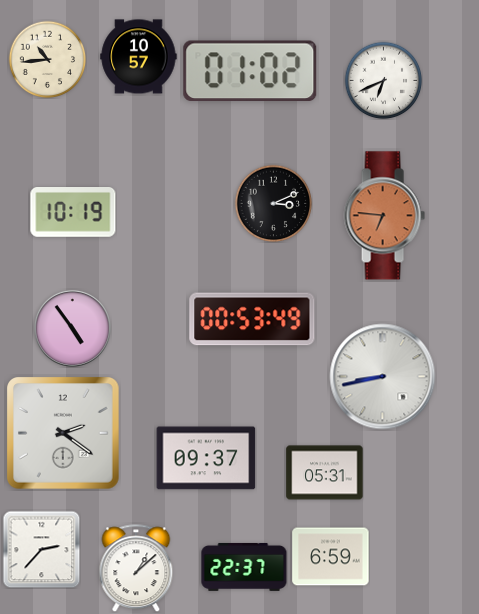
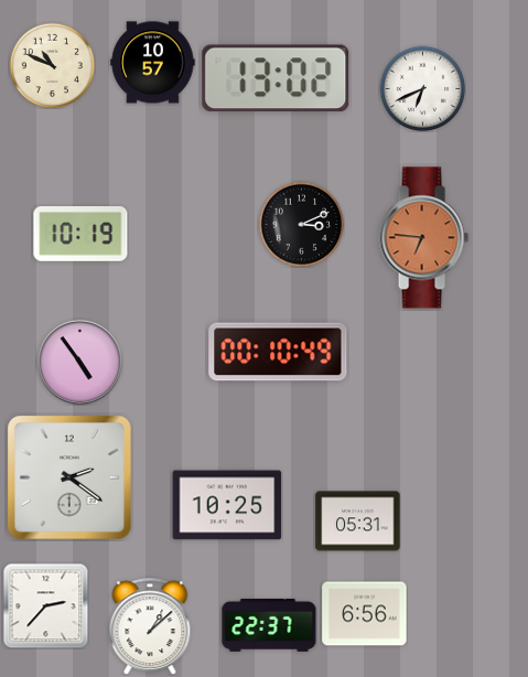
clock at (47, 59): 10:44 -> 10:49
clock at (250, 70): 01:02 -> 13:02
clock at (252, 319): 00:53 -> 00:10
clock at (383, 377): 8:43 -> none
clock at (206, 458): 09:37 -> 10:25
clock at (331, 557): 6:59 -> 6:56
